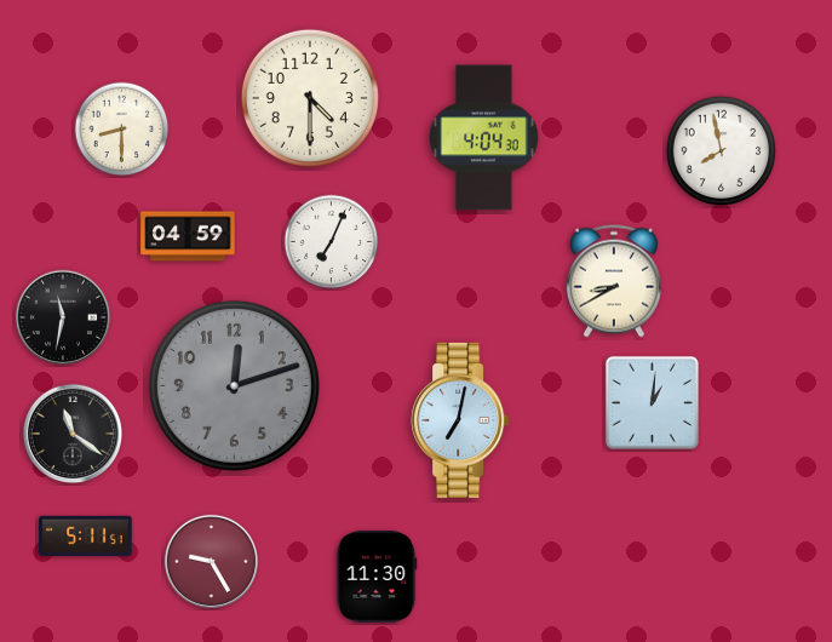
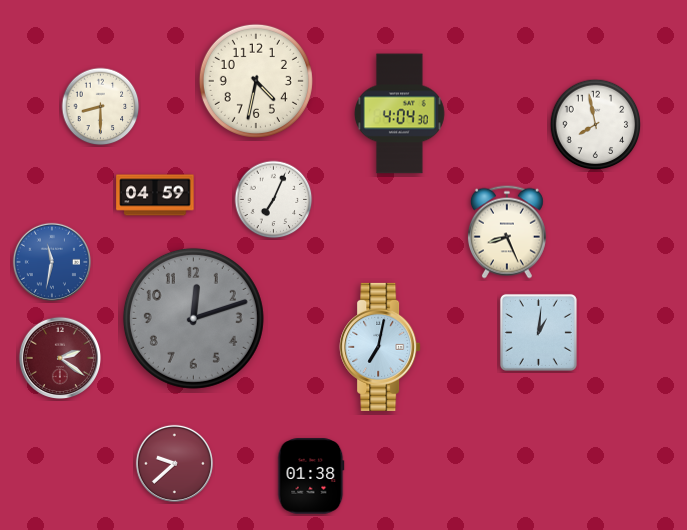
clock at (310, 98): 4:30 -> 4:32
clock at (614, 281): 8:40 -> 8:26
clock at (63, 317) dial: black -> blue
clock at (71, 432): 11:21 -> 2:21
clock at (71, 432) dial: black -> burgundy
clock at (86, 535): 5:11 -> none
clock at (211, 561): 9:25 -> 9:38
clock at (377, 577): 11:30 -> 01:38
